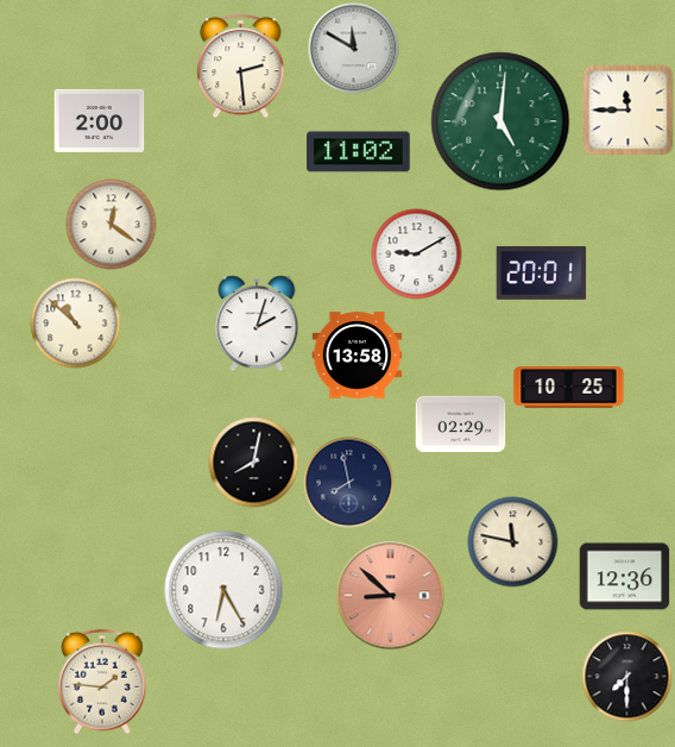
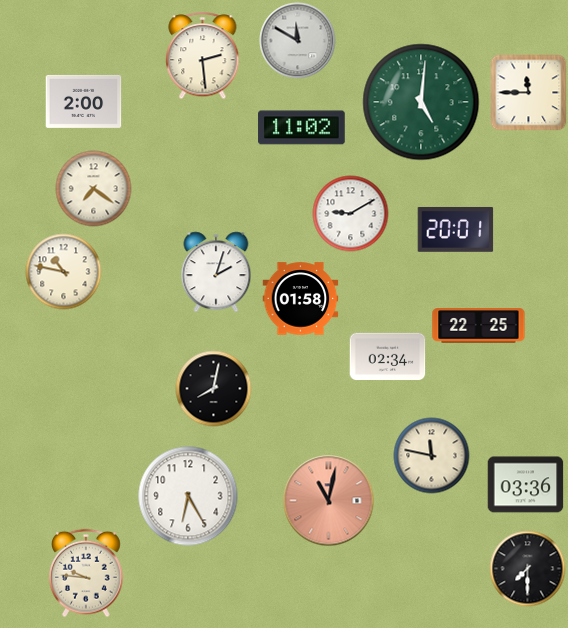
clock at (112, 225): 12:21 -> 7:21
clock at (76, 324): 10:52 -> 10:47
clock at (358, 356): 13:58 -> 01:58
clock at (569, 388): 10:25 -> 22:25
clock at (461, 423): 02:29 -> 02:34
clock at (349, 483): 7:58 -> none
clock at (625, 577): 12:36 -> 03:36
clock at (391, 596): 8:52 -> 11:02
clock at (103, 682): 1:46 -> 9:46
